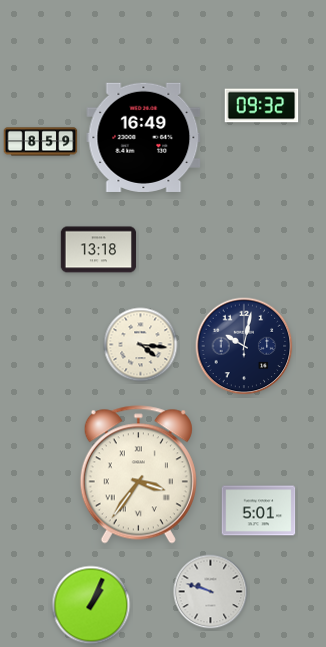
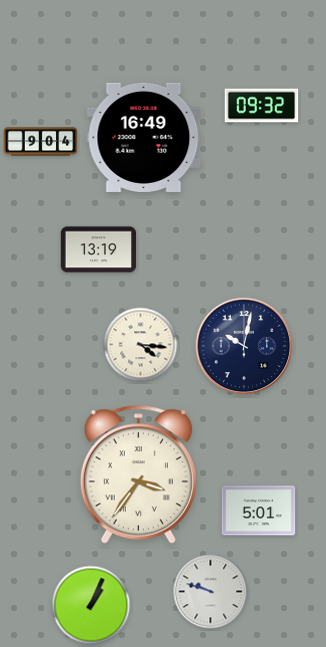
clock at (41, 142): 8:59 -> 9:04
clock at (99, 250): 13:18 -> 13:19
